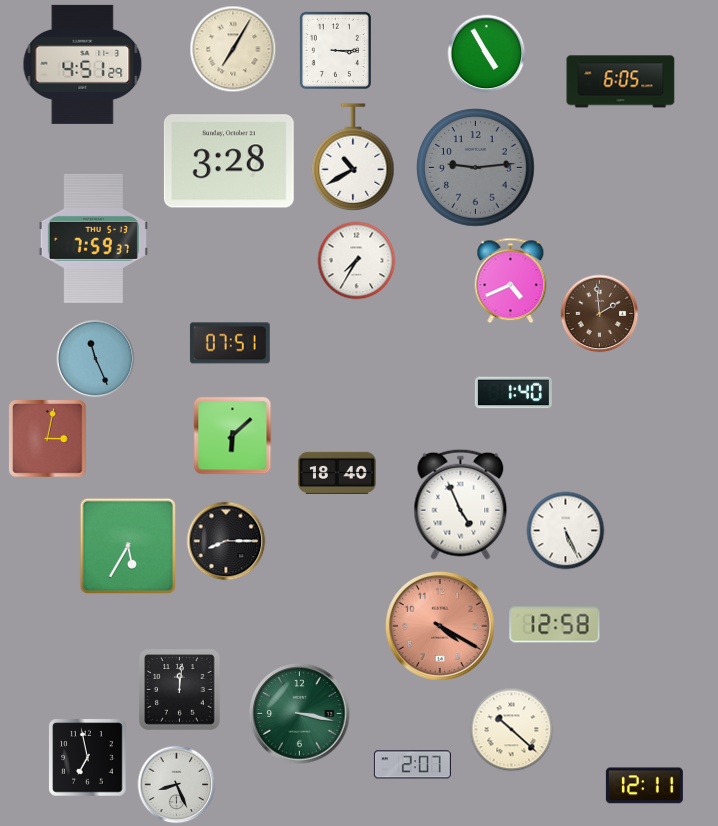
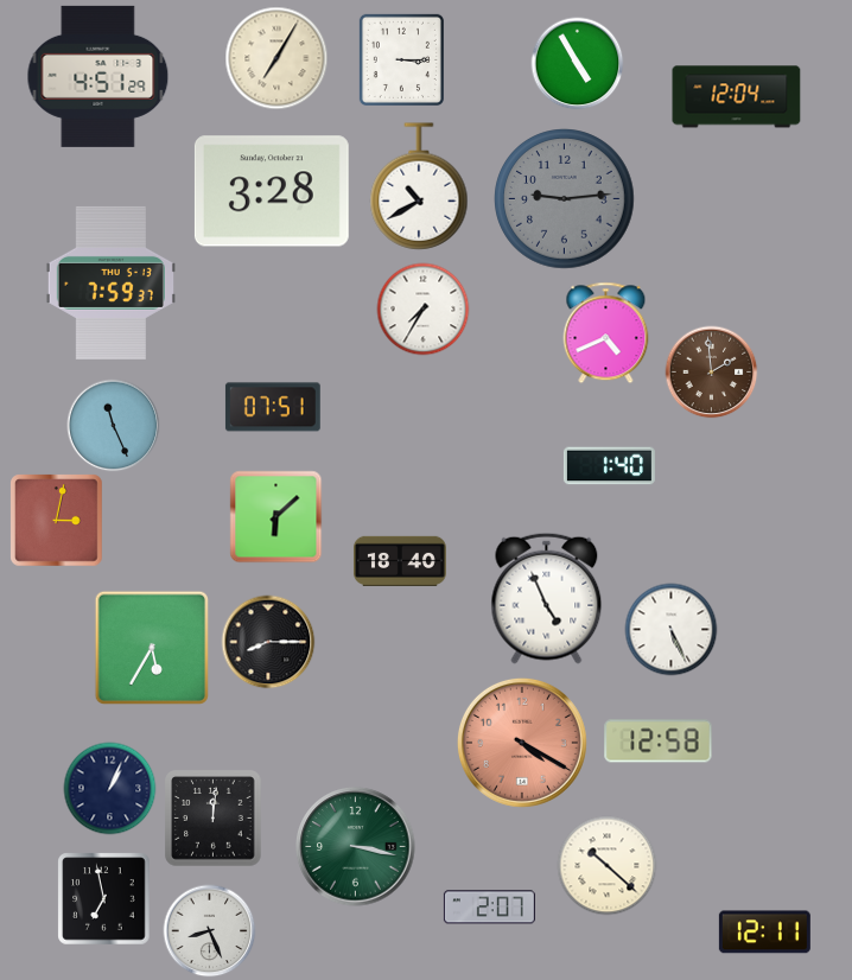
clock at (335, 50) position: (335, 50) -> (401, 59)
clock at (621, 82): 6:05 -> 12:04
clock at (109, 788): none -> 1:04
